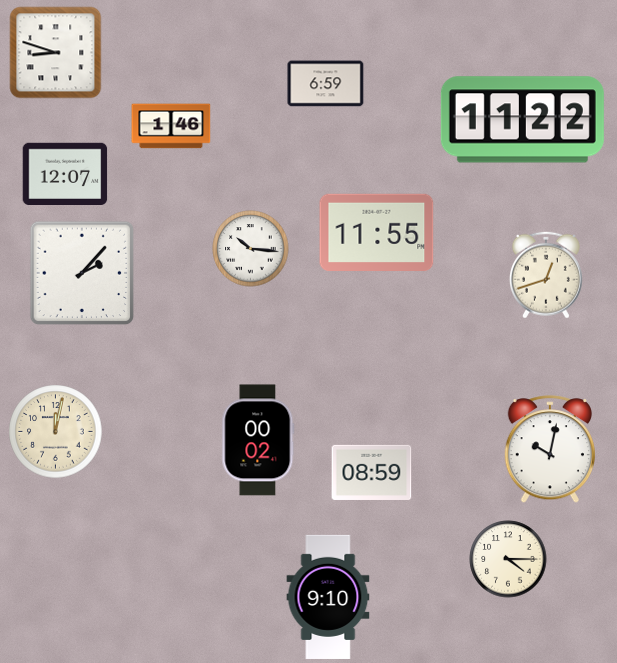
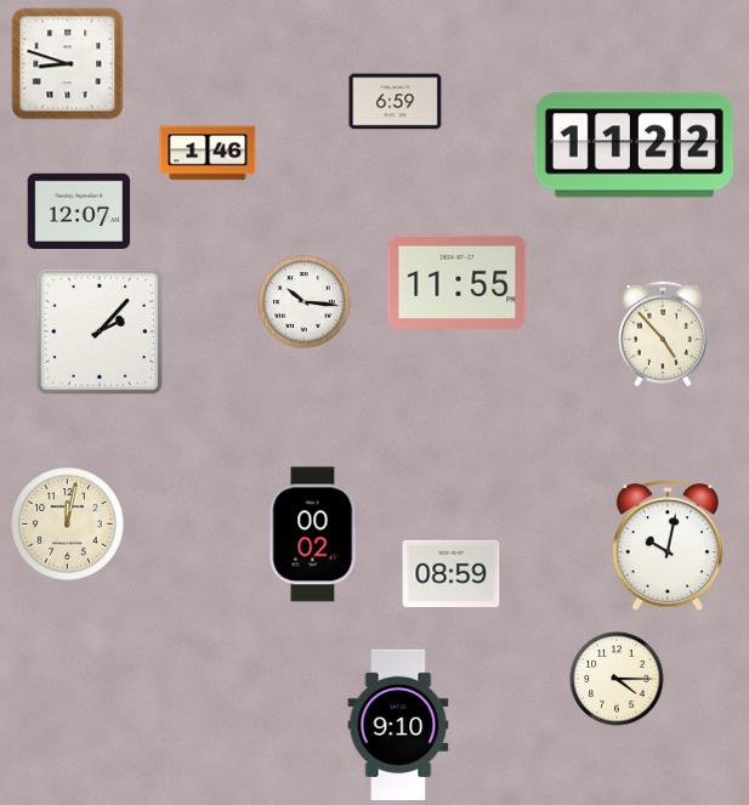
clock at (546, 275): 12:42 -> 4:53
